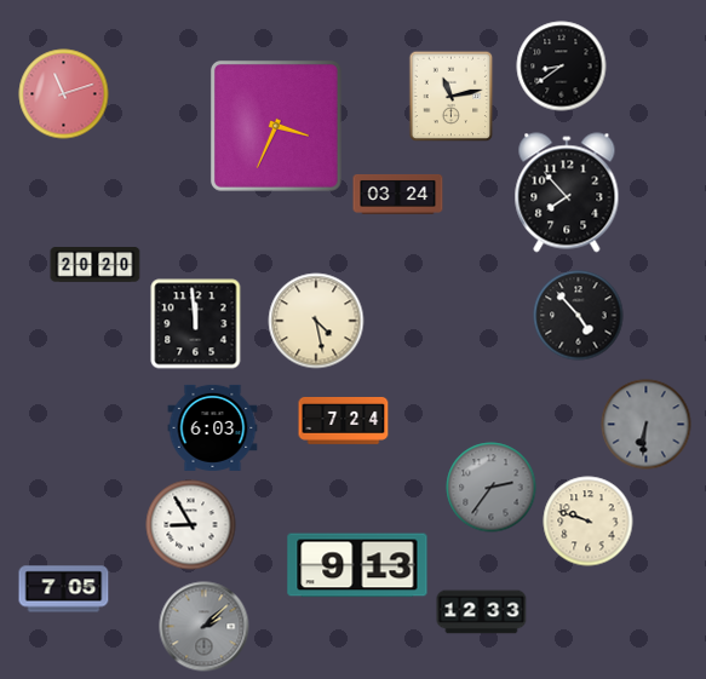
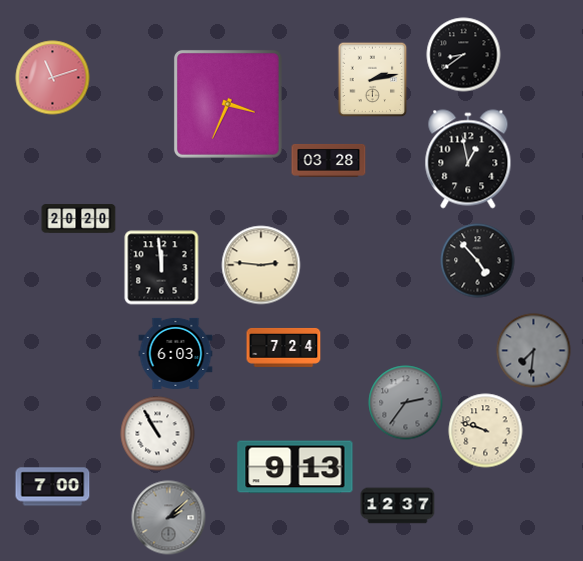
clock at (452, 97): 11:13 -> 2:13
clock at (567, 192): 7:53 -> 12:58
clock at (398, 194): 03:24 -> 03:28
clock at (316, 321): 4:28 -> 2:46
clock at (647, 425): 6:31 -> 7:31
clock at (191, 525): 8:55 -> 10:55
clock at (64, 589): 7:05 -> 7:00
clock at (482, 612): 12:33 -> 12:37
